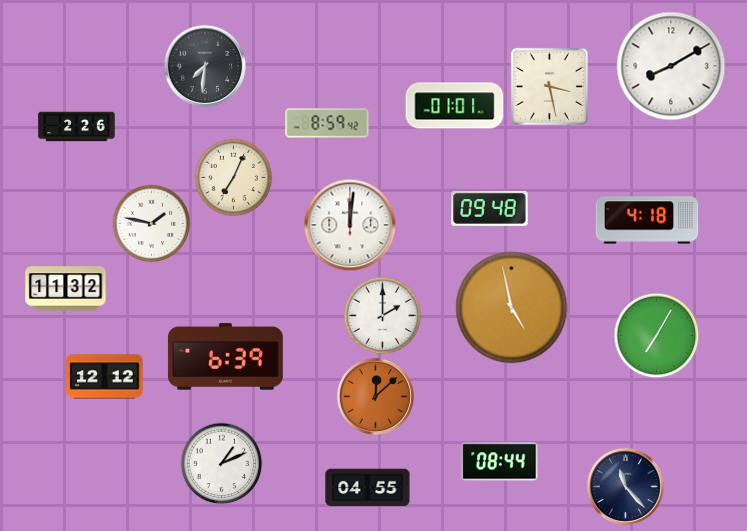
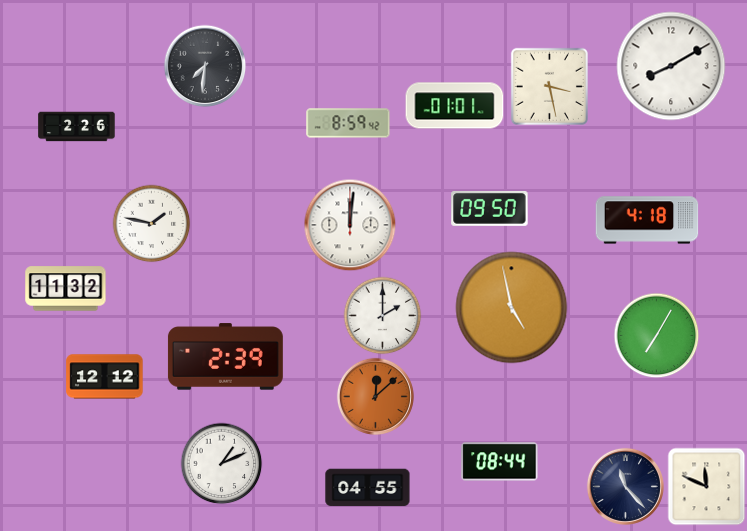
clock at (327, 123) position: (327, 123) -> (348, 123)
clock at (233, 177): 7:04 -> none
clock at (490, 209): 09:48 -> 09:50
clock at (225, 357): 6:39 -> 2:39
clock at (706, 486): none -> 11:49
